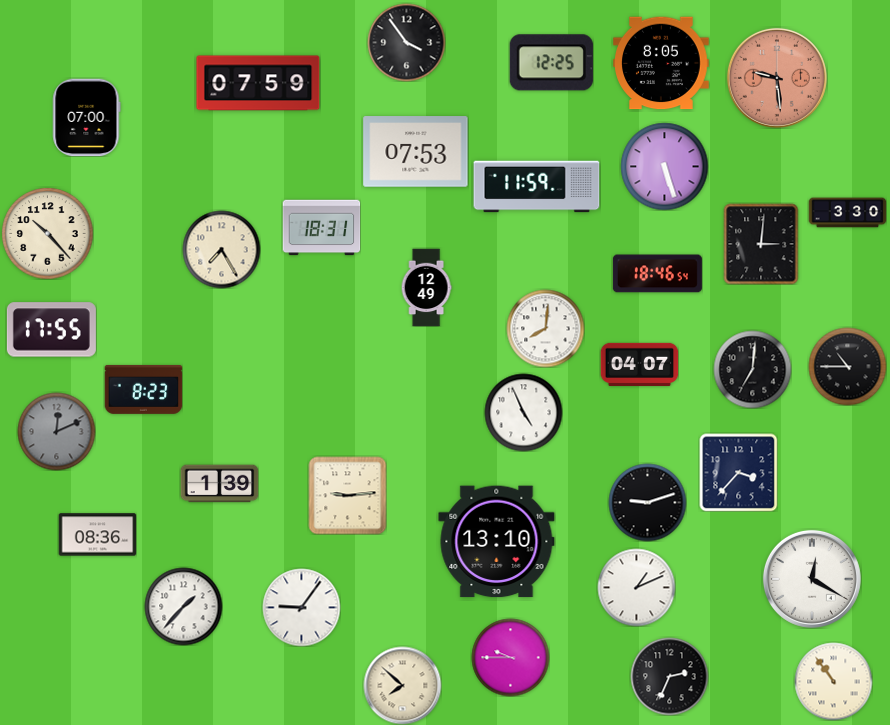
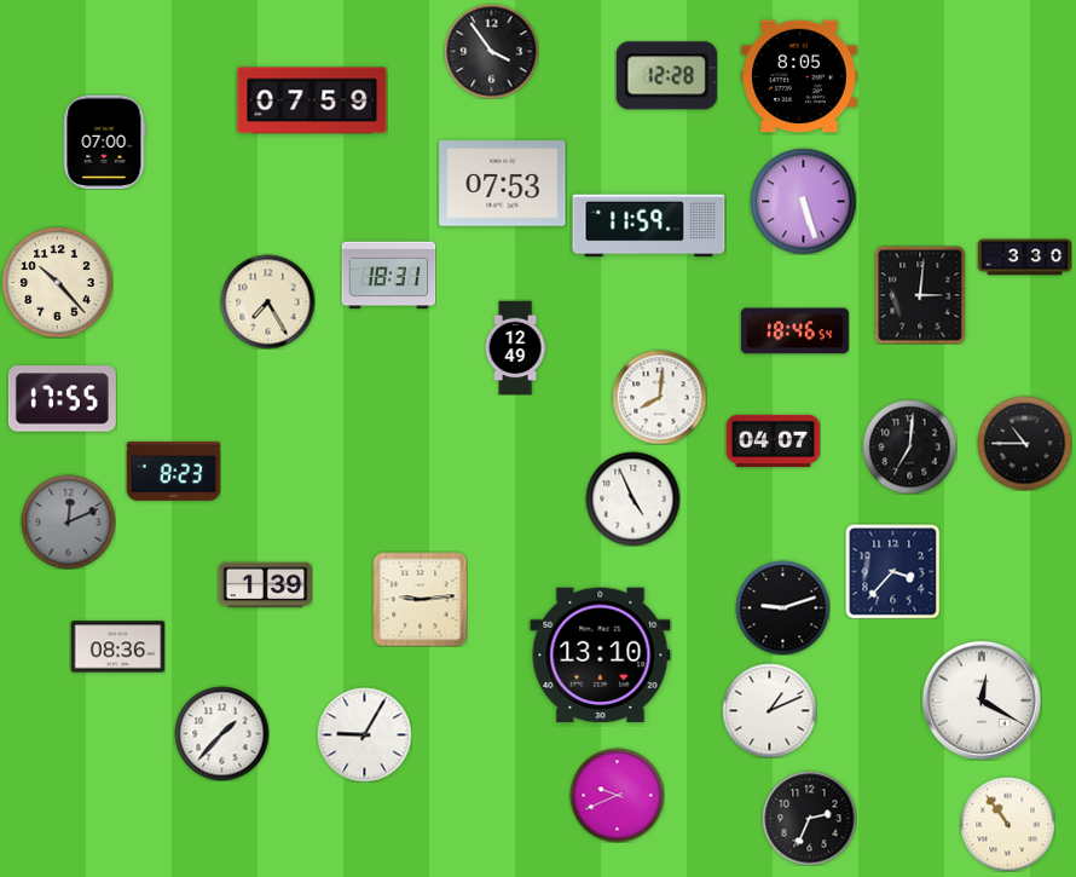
clock at (551, 63): 12:25 -> 12:28
clock at (777, 78): 9:29 -> none
clock at (301, 607): 9:06 -> 9:05
clock at (510, 657): 9:45 -> 9:41
clock at (402, 685): 7:52 -> none
